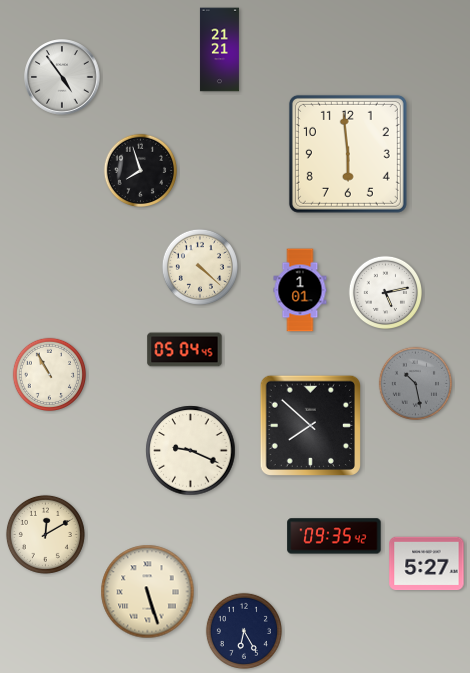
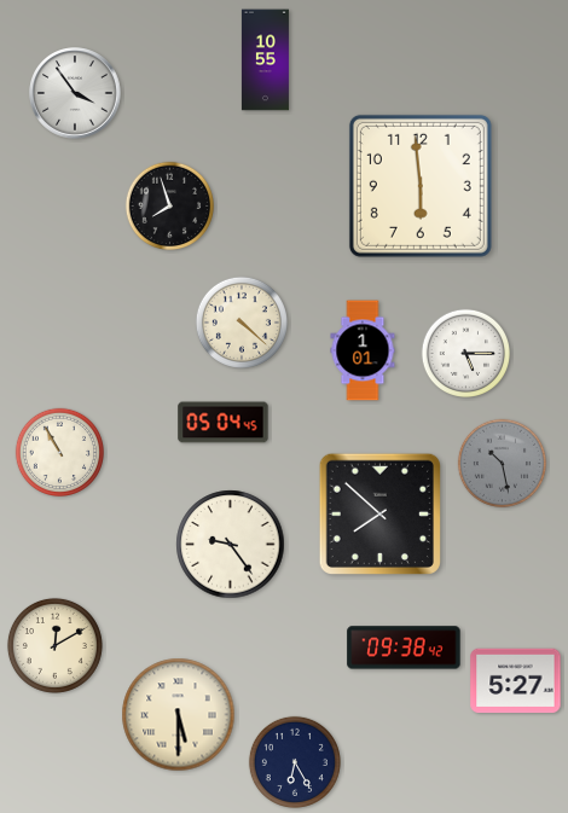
clock at (219, 50): 21:21 -> 10:55
clock at (62, 77): 4:54 -> 3:54
clock at (385, 292): 5:13 -> 5:15
clock at (310, 425) position: (310, 425) -> (379, 513)
clock at (191, 451): 9:19 -> 9:24
clock at (334, 536): 09:35 -> 09:38
clock at (148, 592): 5:27 -> 5:30
